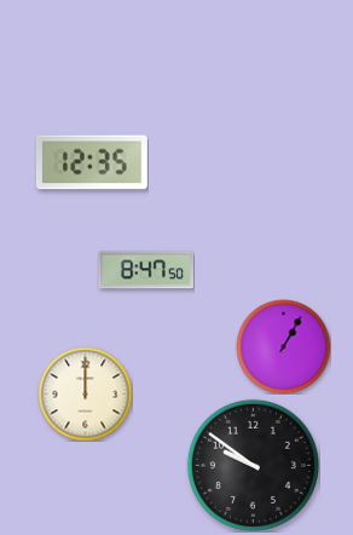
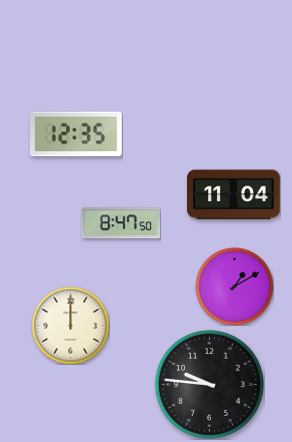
clock at (234, 195): none -> 11:04
clock at (283, 346): 1:05 -> 1:10
clock at (253, 465): 9:51 -> 9:46
